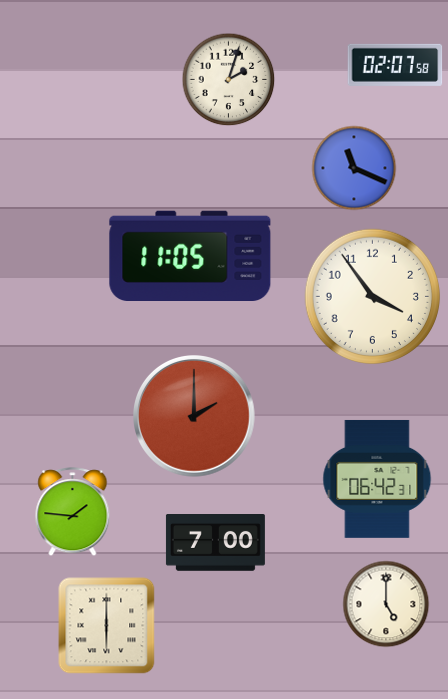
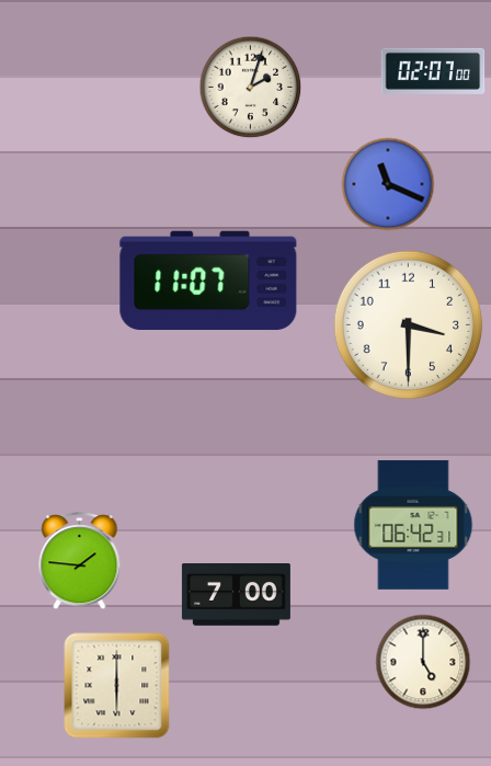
clock at (395, 65): 02:07:58 -> 02:07:00
clock at (190, 255): 11:05 -> 11:07
clock at (373, 297): 3:54 -> 3:30
clock at (195, 417): 2:00 -> none
